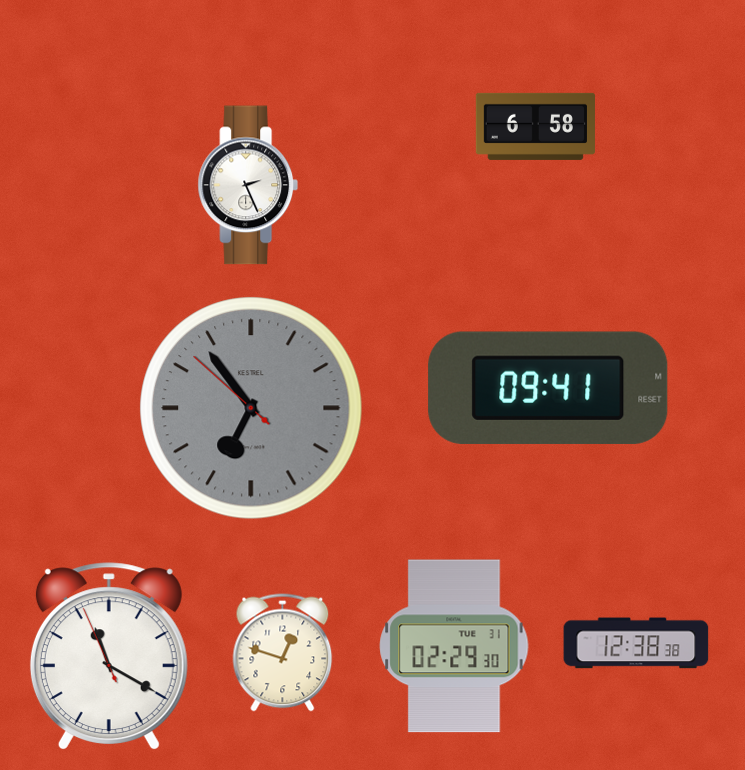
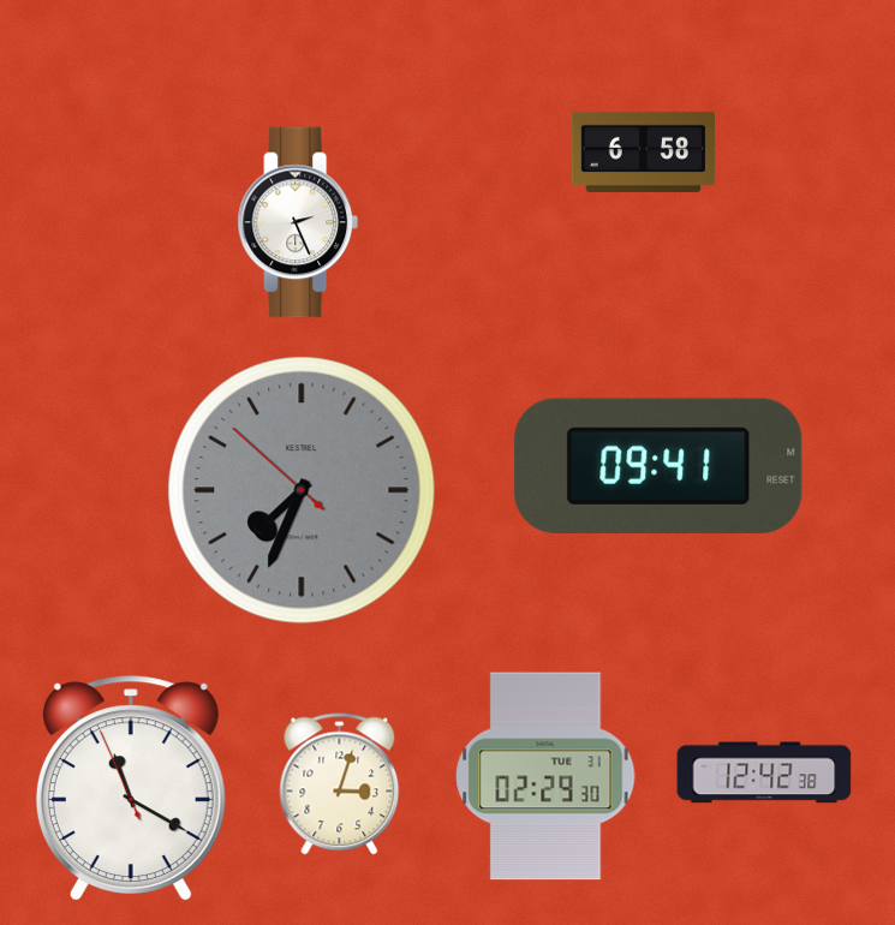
clock at (251, 408): 6:53 -> 7:33
clock at (636, 643): 12:38 -> 12:42
clock at (283, 653): 12:48 -> 3:03
